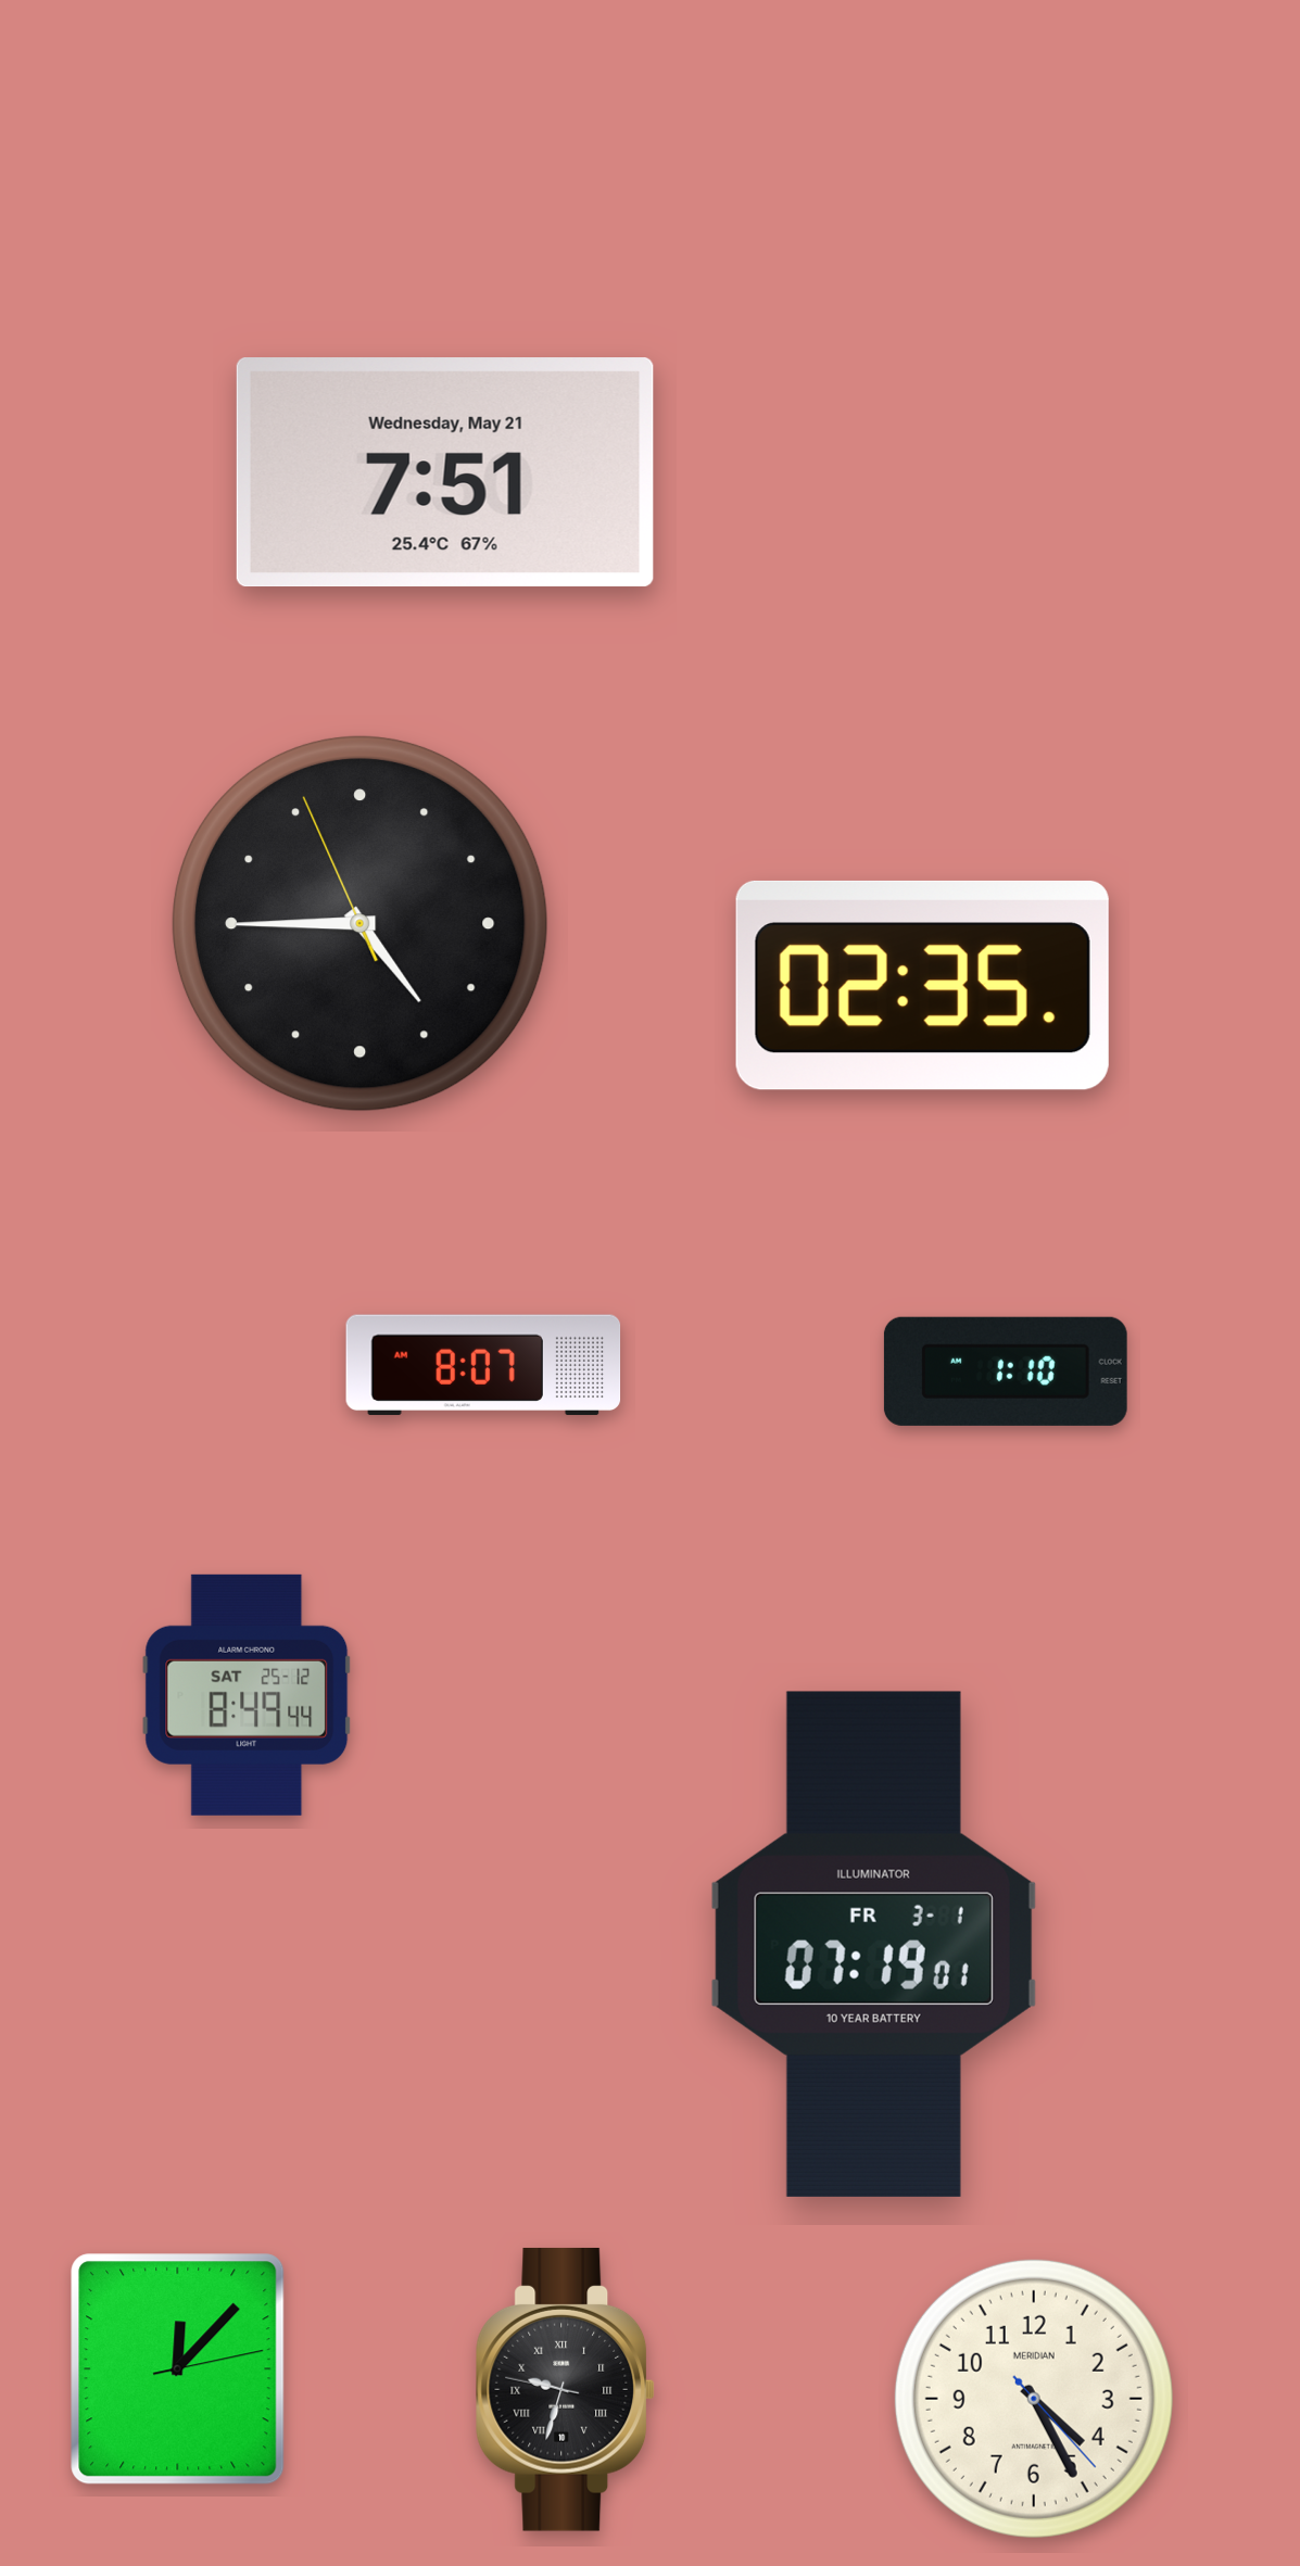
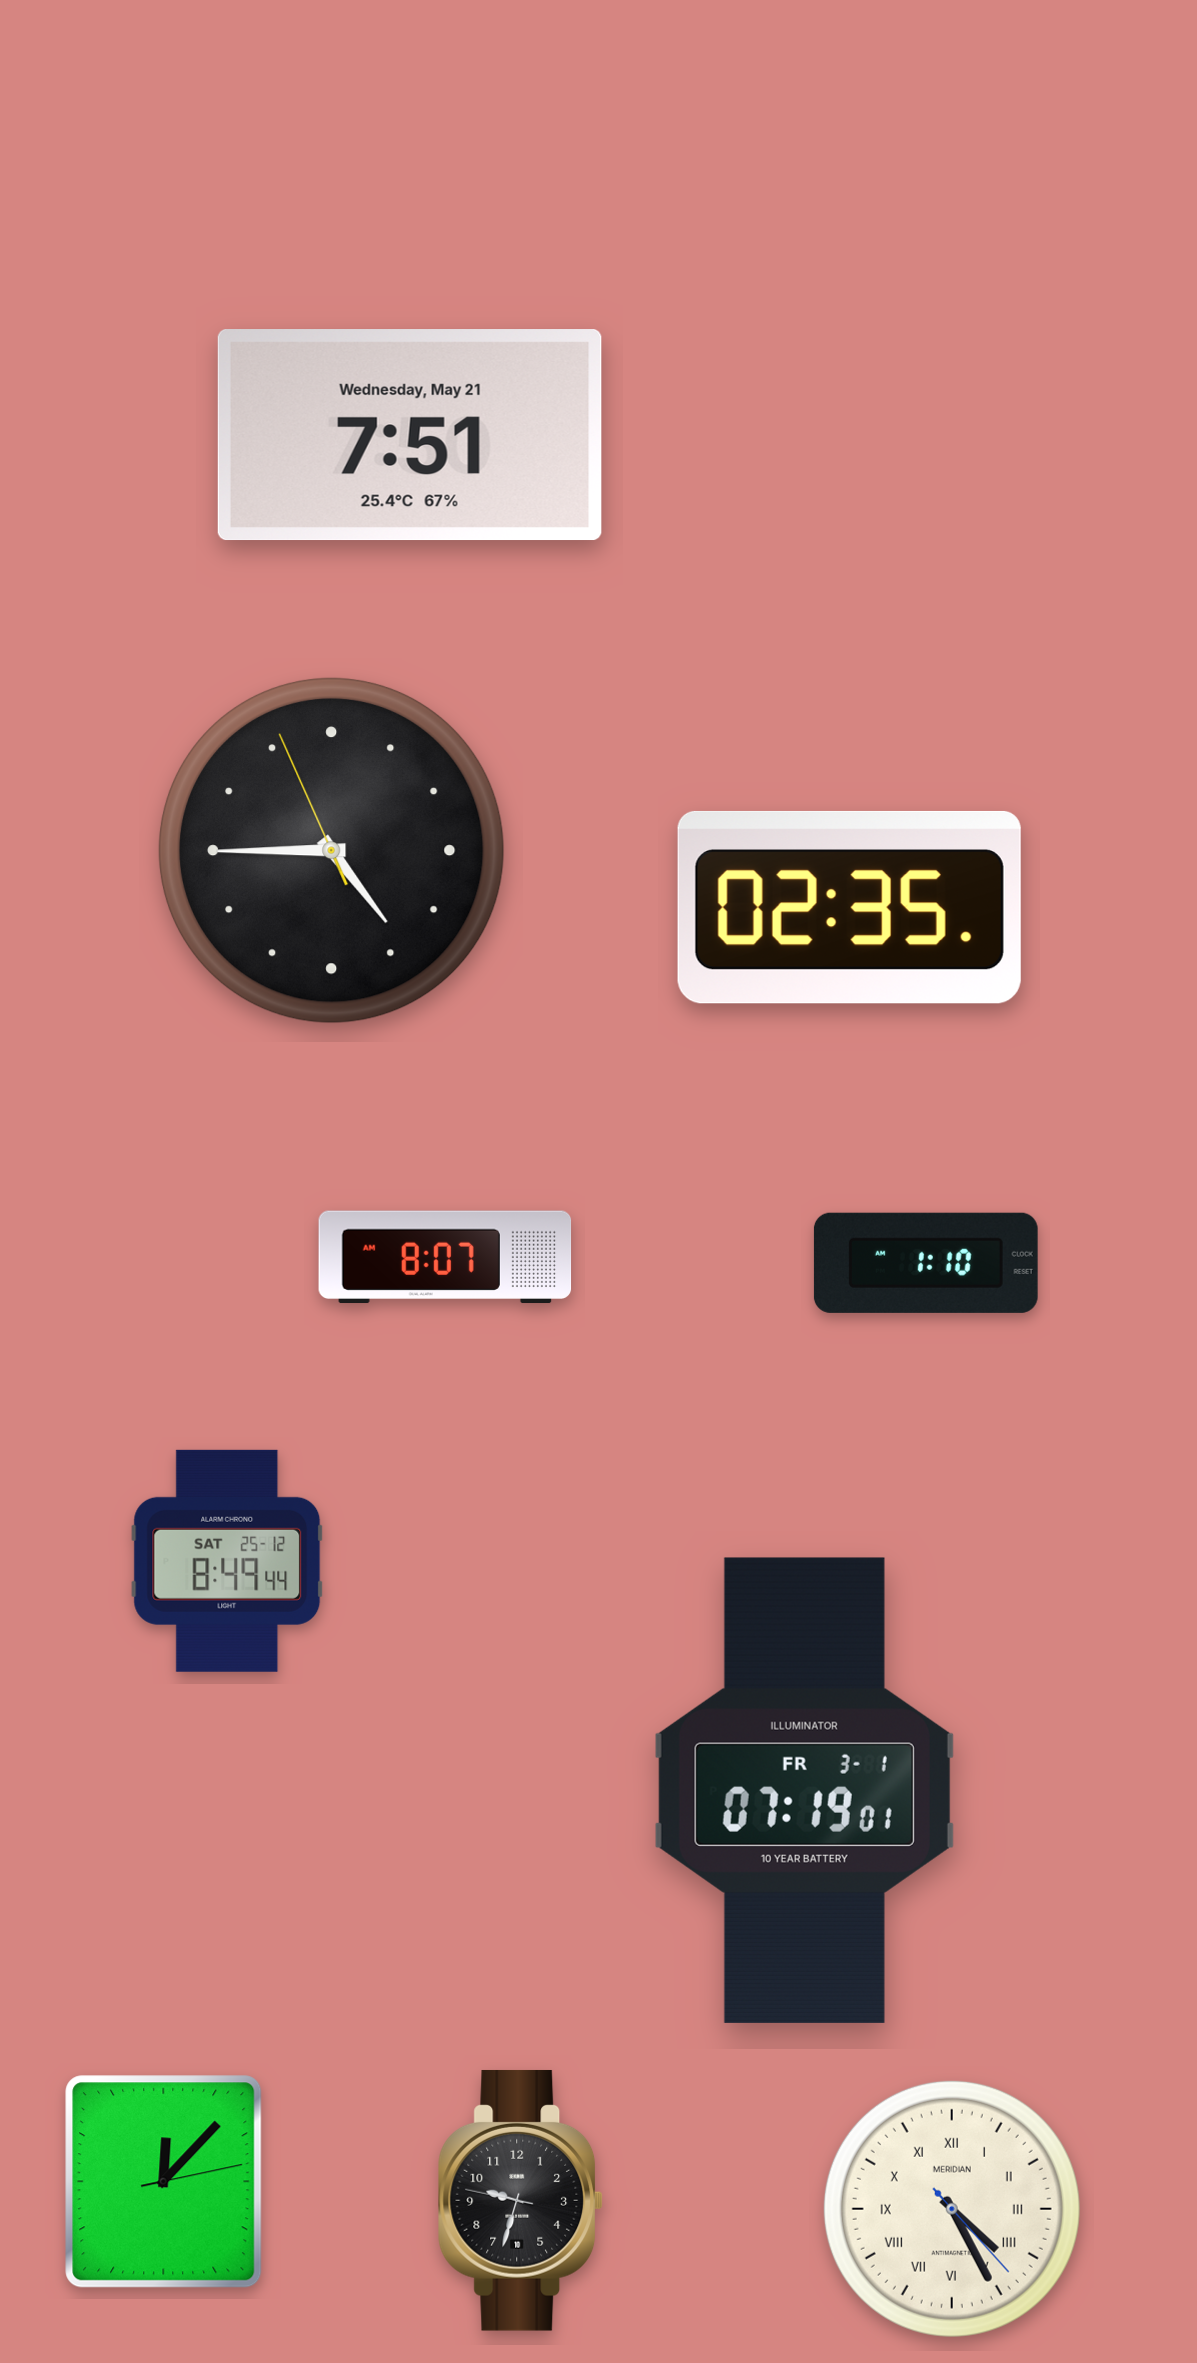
clock at (566, 2389) numerals: Roman -> Arabic
clock at (1034, 2399) numerals: Arabic -> Roman
